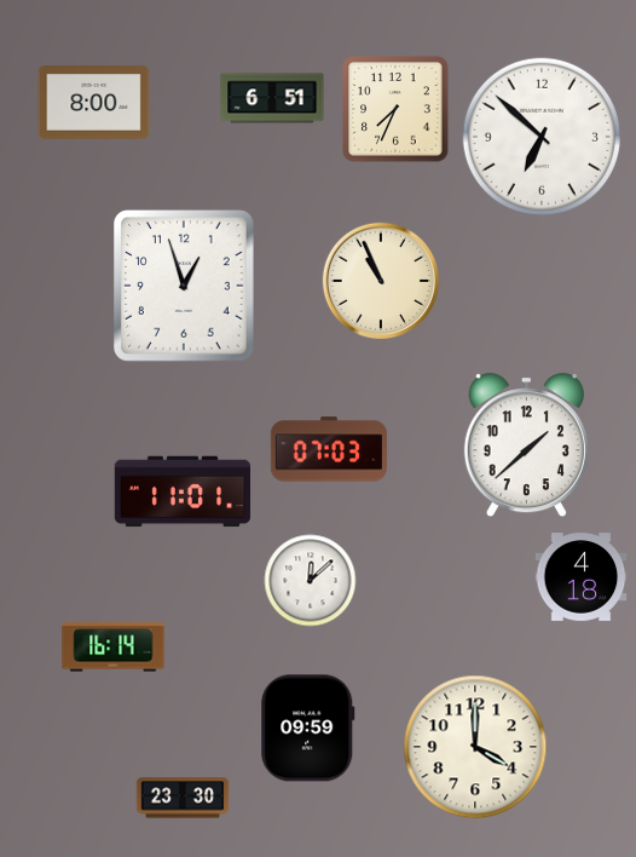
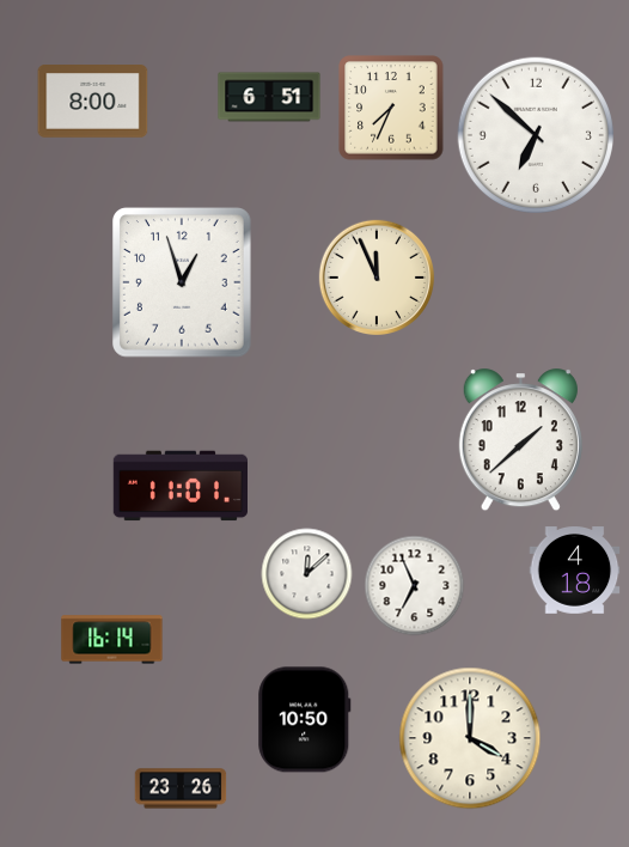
clock at (380, 280): 10:56 -> 11:56
clock at (329, 449): 07:03 -> none
clock at (415, 586): none -> 6:56
clock at (308, 729): 09:59 -> 10:50
clock at (183, 798): 23:30 -> 23:26
